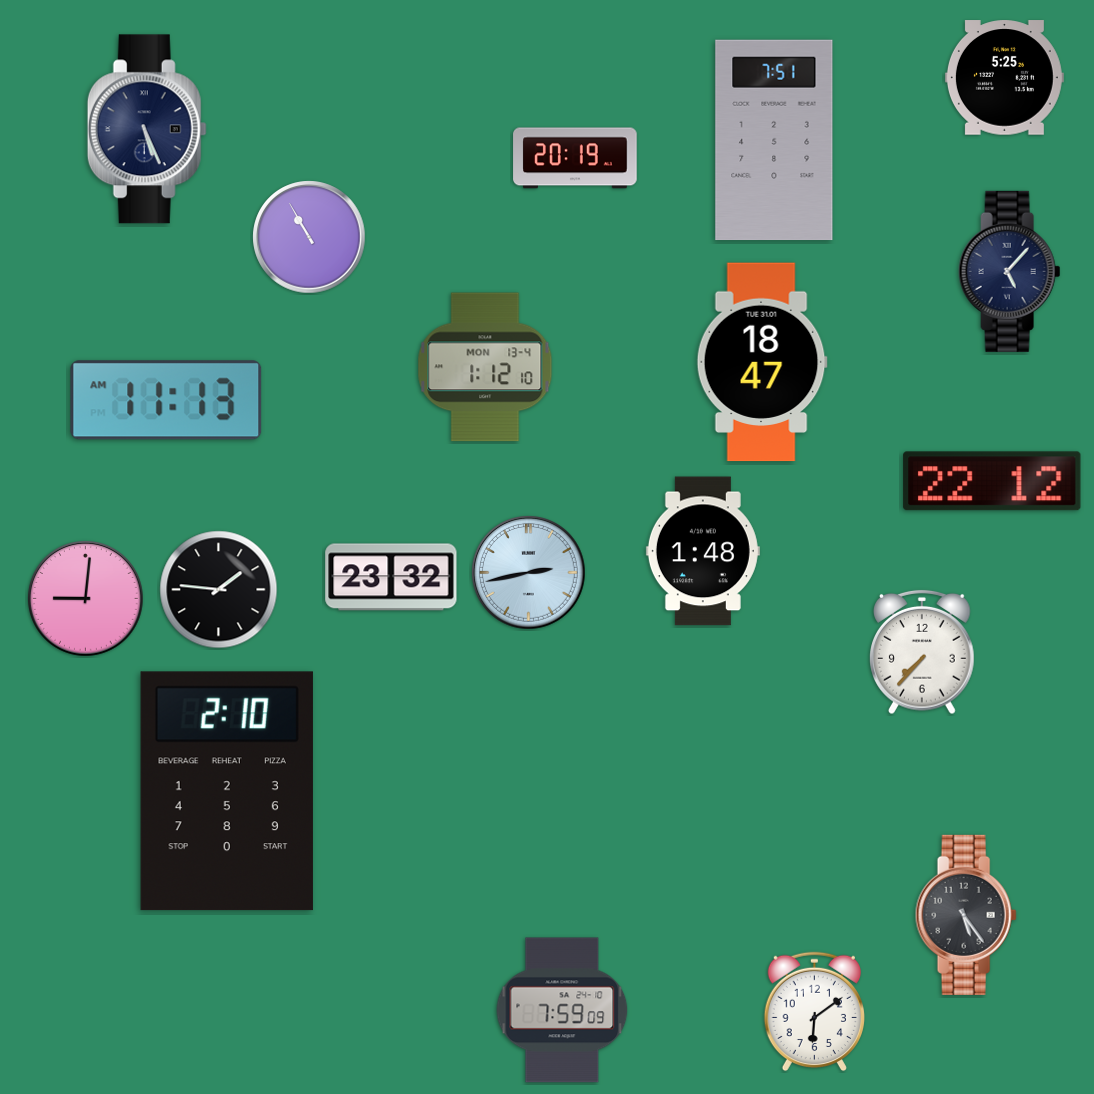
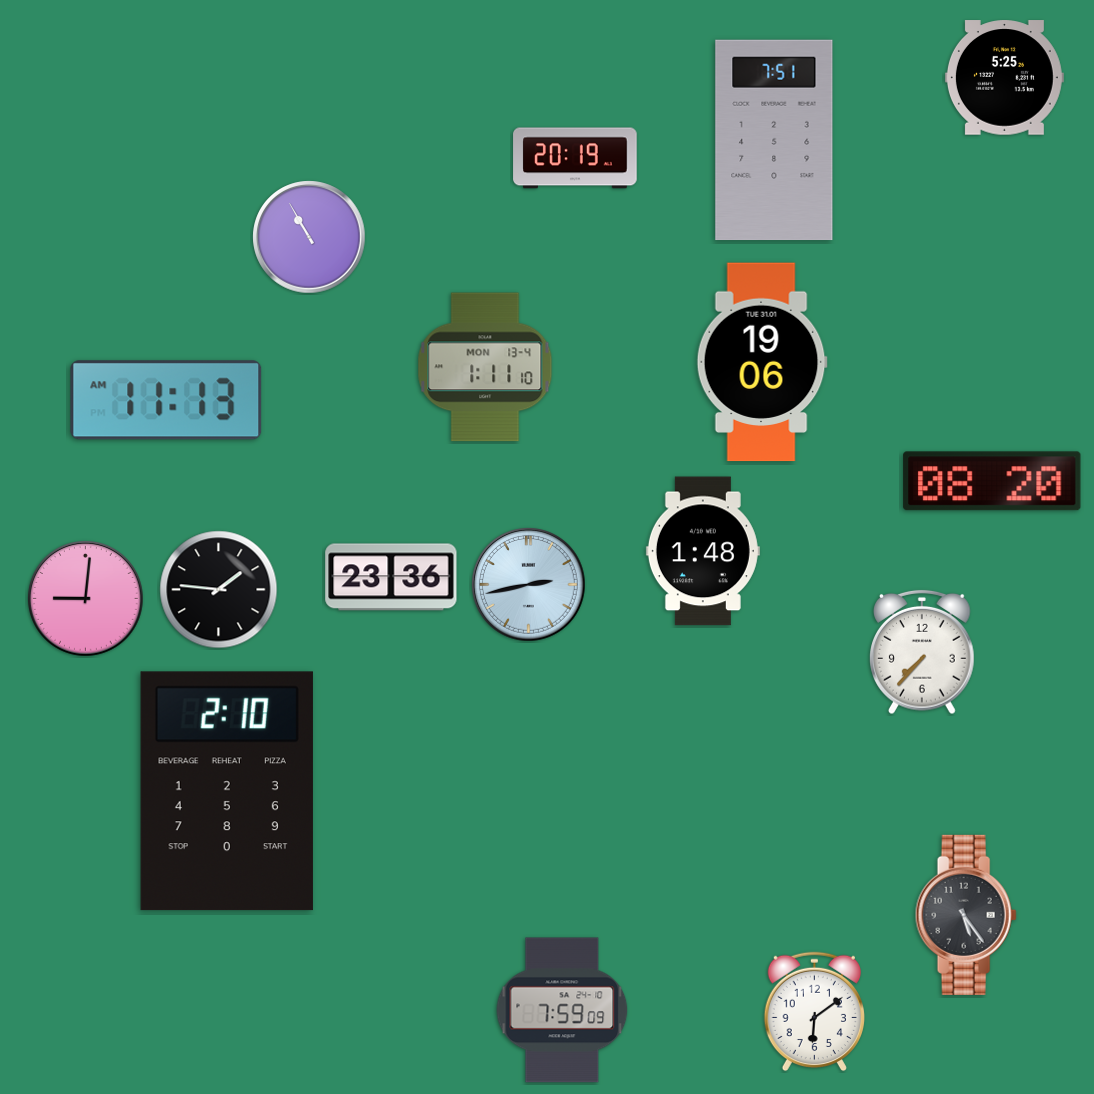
clock at (147, 129): 5:26 -> none
clock at (1010, 271): 5:07 -> none
clock at (762, 362): 18:47 -> 19:06
clock at (485, 367): 1:12 -> 1:11
clock at (992, 481): 22:12 -> 08:20
clock at (529, 573) position: (529, 573) -> (529, 585)
clock at (391, 577): 23:32 -> 23:36
